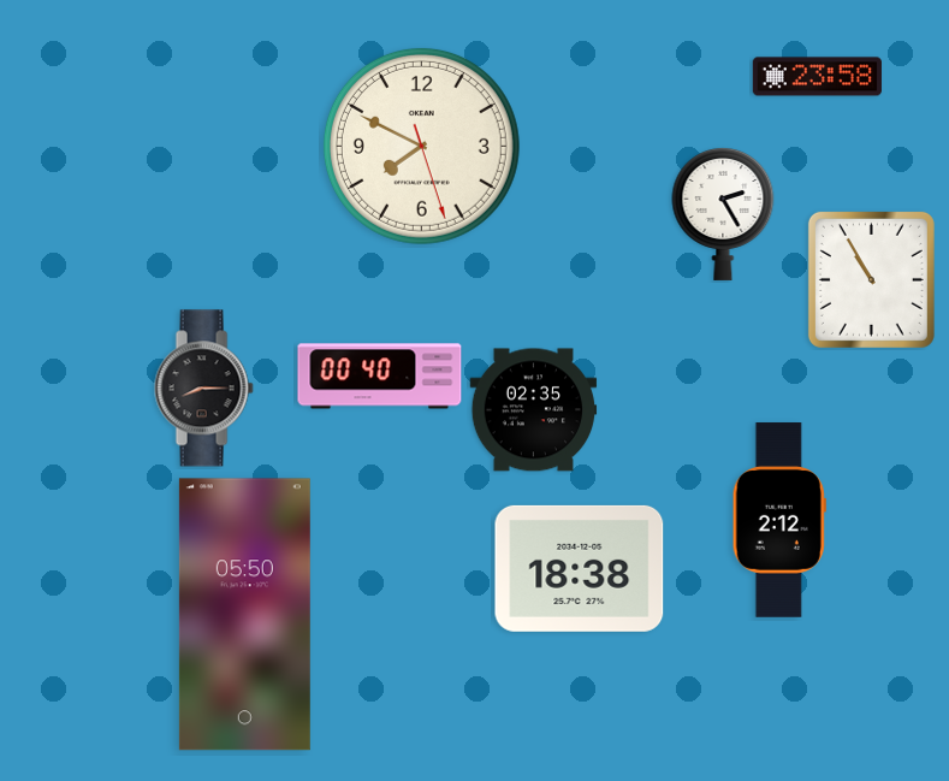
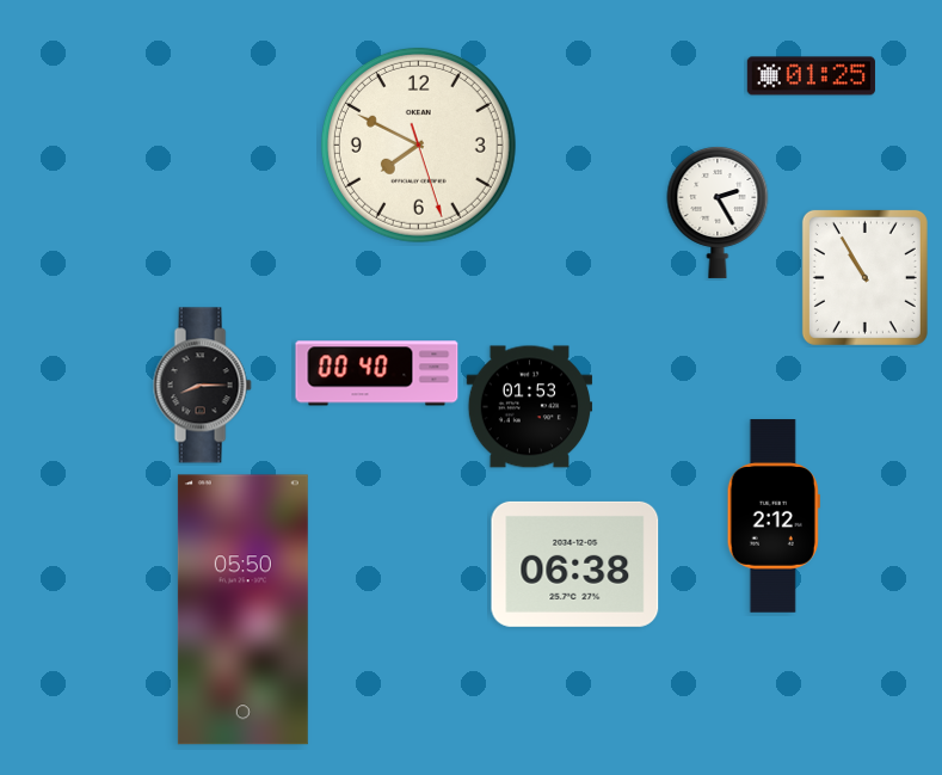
clock at (817, 77): 23:58 -> 01:25
clock at (534, 410): 02:35 -> 01:53
clock at (580, 568): 18:38 -> 06:38
